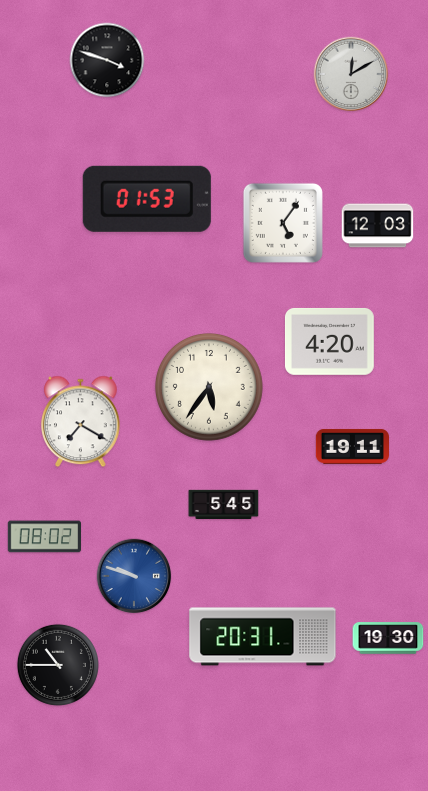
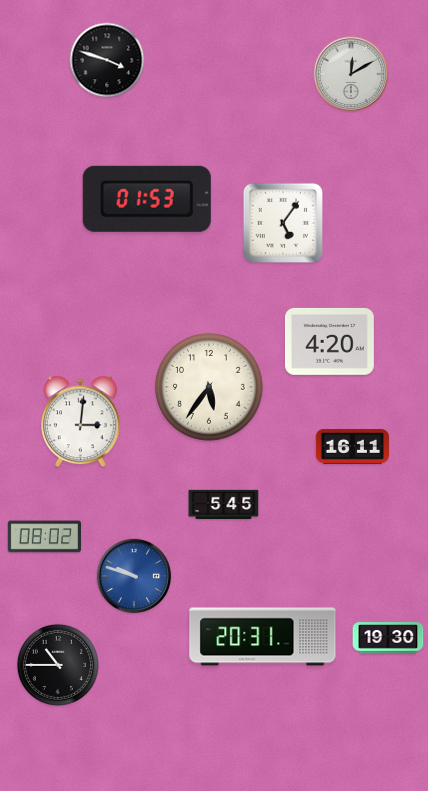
clock at (378, 226): 12:03 -> none
clock at (81, 422): 7:20 -> 3:01
clock at (352, 446): 19:11 -> 16:11
